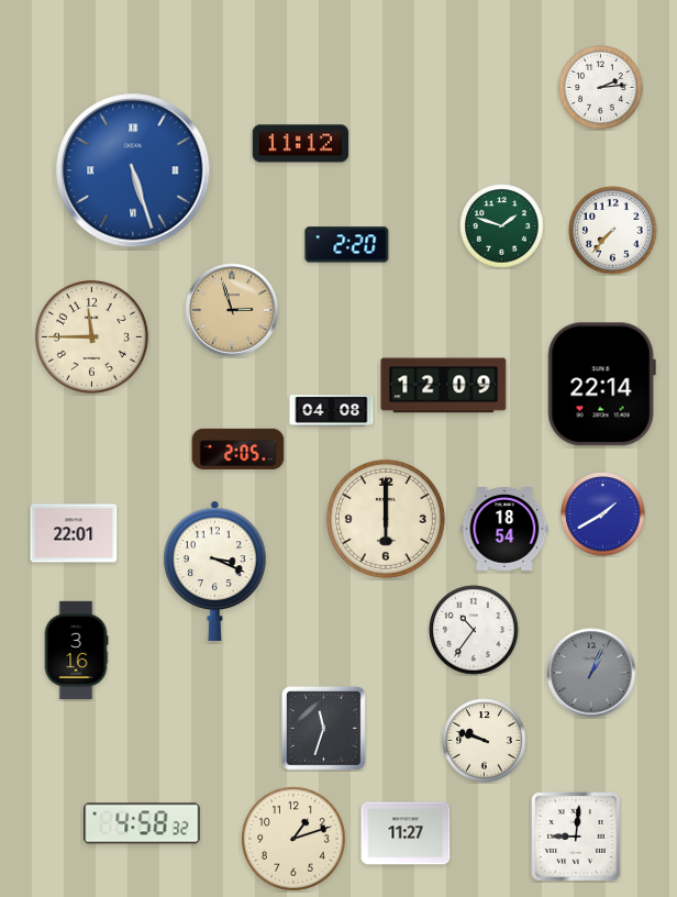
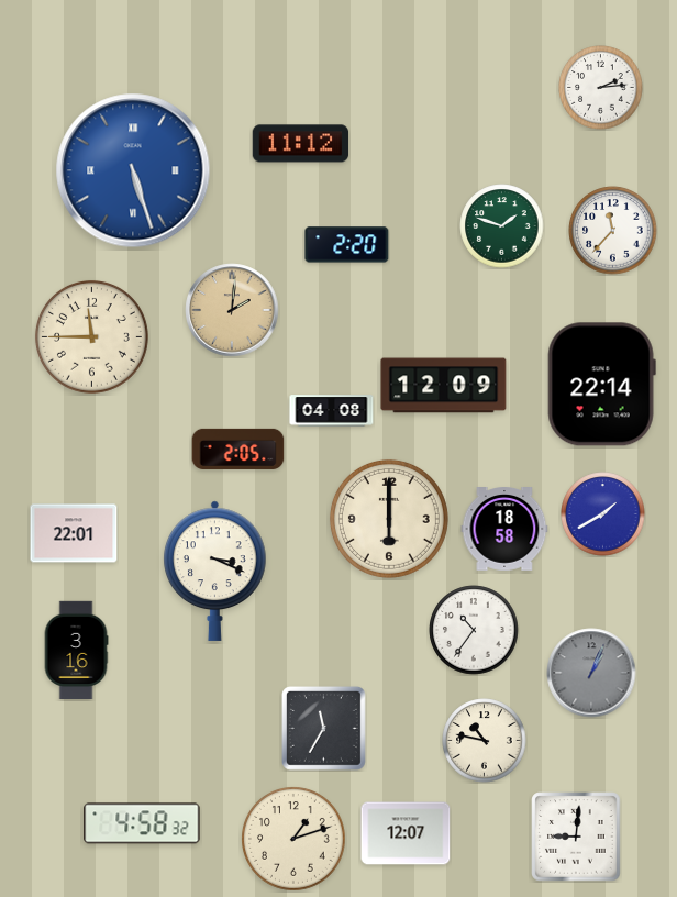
clock at (613, 231): 7:37 -> 11:37
clock at (232, 310): 2:57 -> 2:01
clock at (386, 519) position: (386, 519) -> (389, 519)
clock at (504, 530): 18:54 -> 18:58
clock at (323, 728): 11:33 -> 11:35
clock at (485, 741): 9:48 -> 10:47
clock at (406, 833): 11:27 -> 12:07
